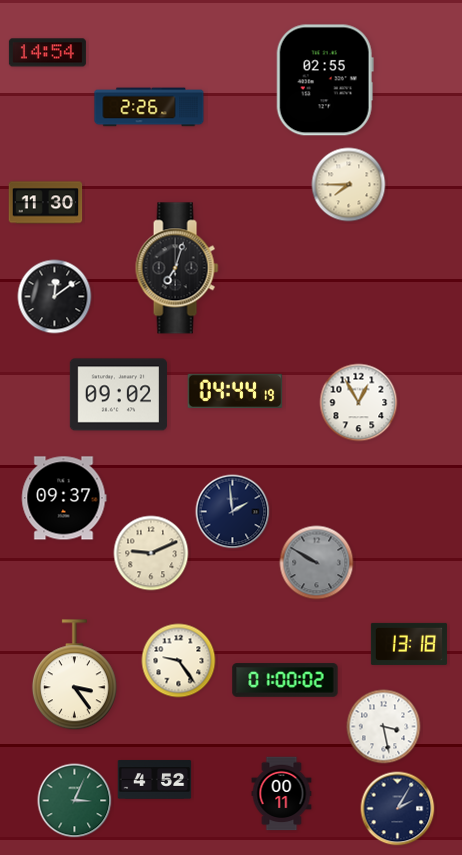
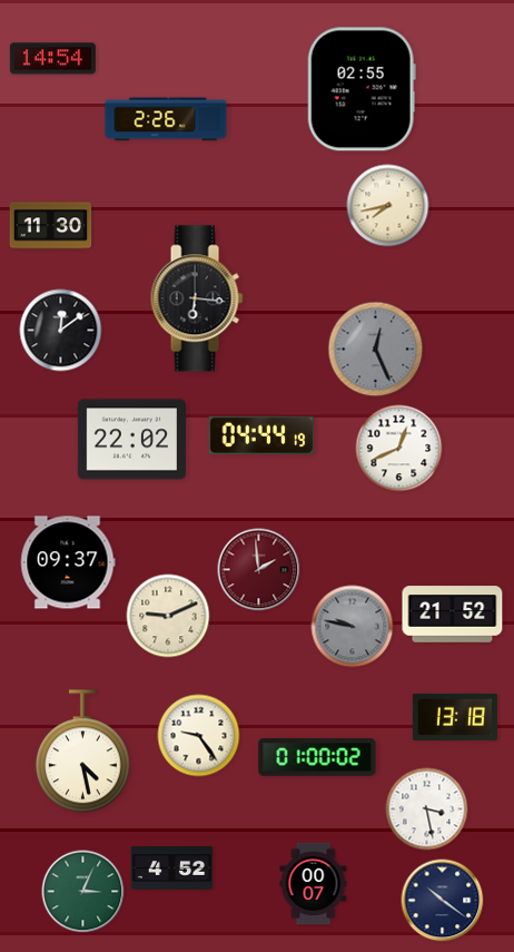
clock at (349, 185): 7:45 -> 7:43
clock at (177, 268): 7:03 -> 6:16
clock at (376, 350): none -> 12:26
clock at (118, 395): 09:02 -> 22:02
clock at (359, 403): 12:55 -> 12:41
clock at (64, 498) position: (64, 498) -> (68, 562)
clock at (233, 512) dial: navy -> burgundy
clock at (453, 615): none -> 21:52
clock at (317, 563): 9:50 -> 9:47
clock at (74, 675): 3:24 -> 4:28
clock at (282, 794): 00:11 -> 00:07
clock at (398, 809): 2:05 -> 10:21
